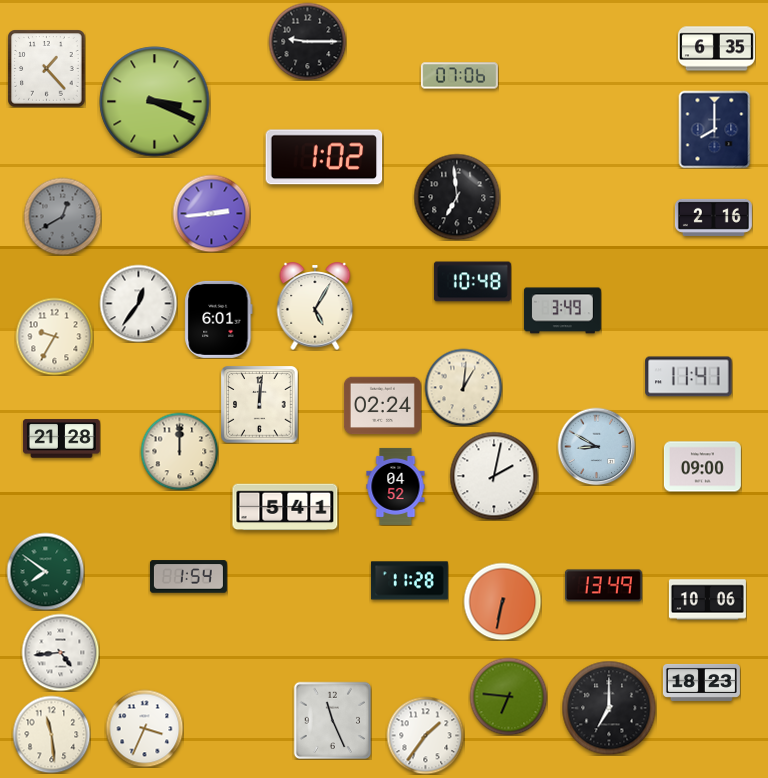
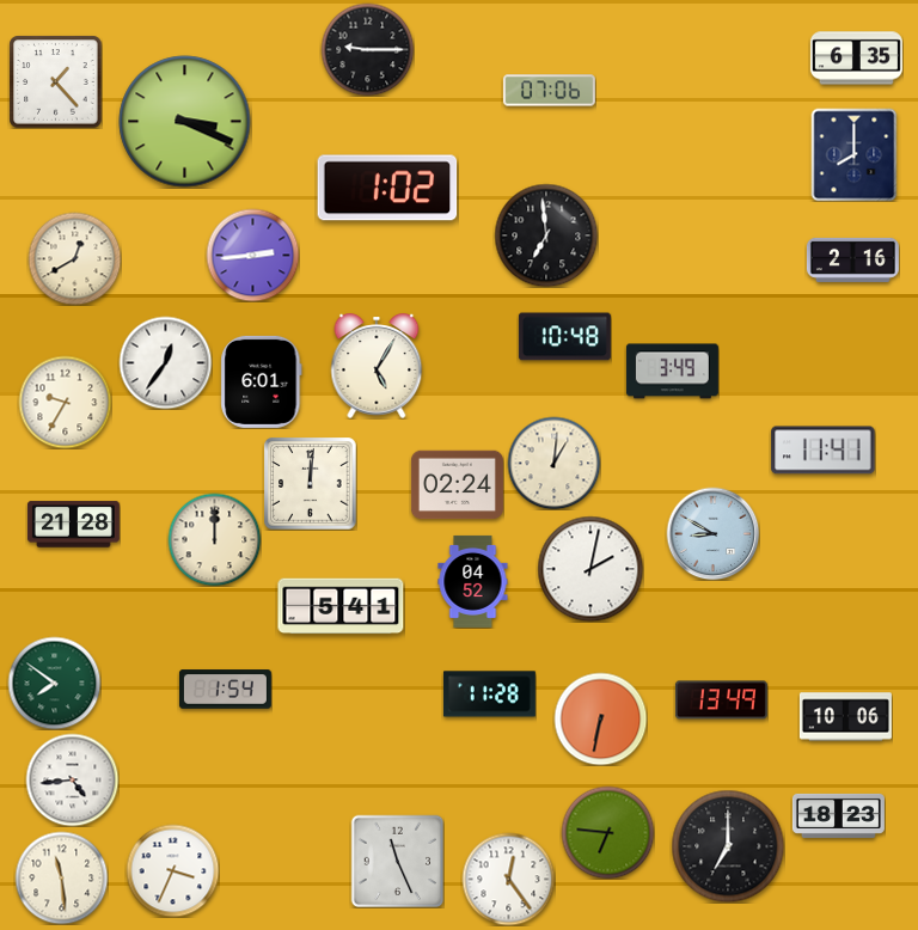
clock at (62, 216) dial: grey -> cream
clock at (702, 467): 09:00 -> none
clock at (425, 735): 1:36 -> 12:24
